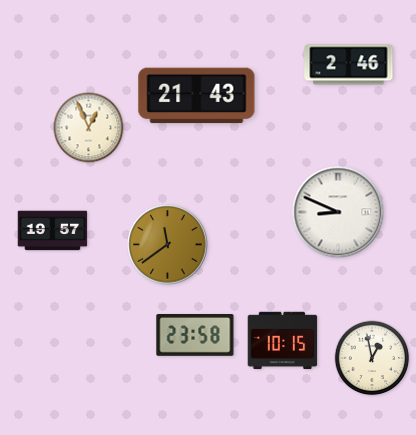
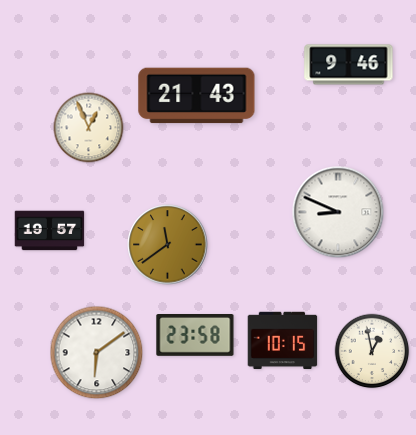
clock at (349, 65): 2:46 -> 9:46
clock at (53, 231) position: (53, 231) -> (50, 231)
clock at (97, 353): none -> 6:09
clock at (372, 358) position: (372, 358) -> (372, 351)
